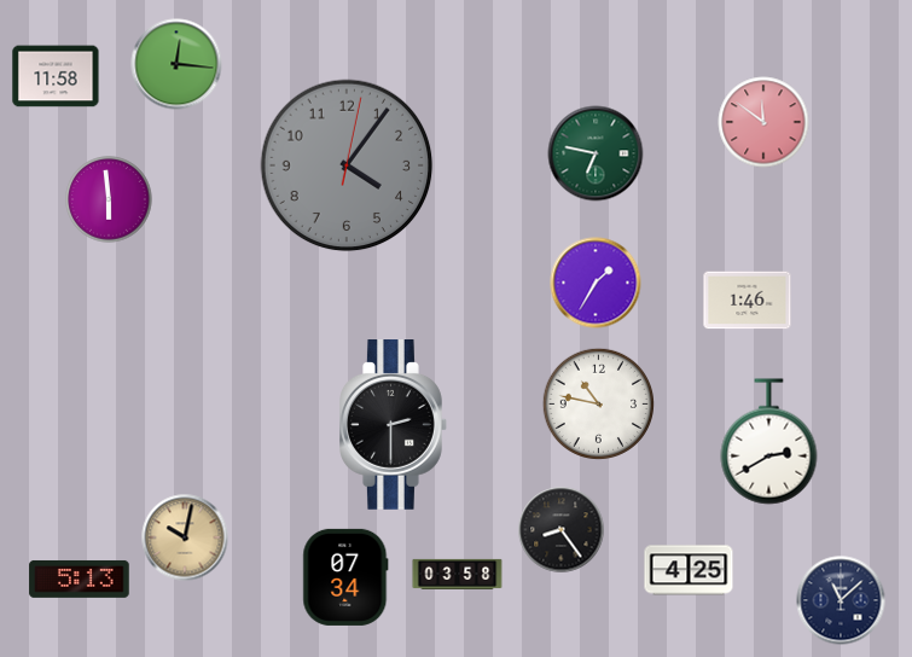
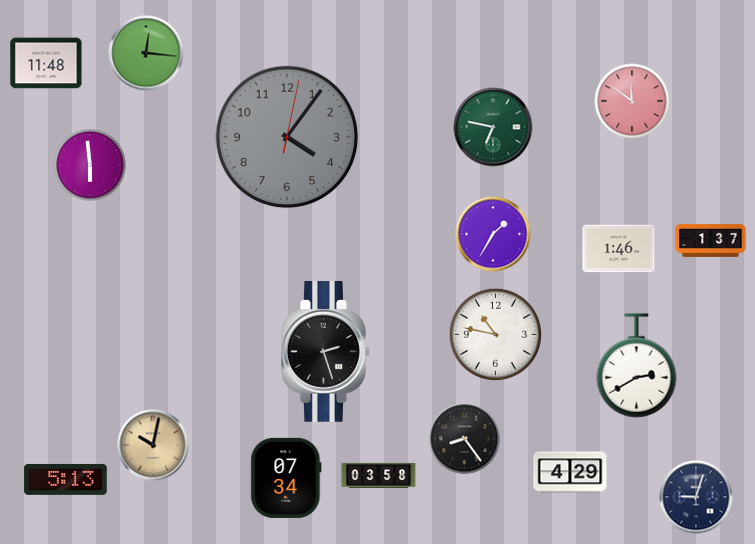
clock at (56, 76): 11:58 -> 11:48
clock at (711, 240): none -> 1:37
clock at (394, 425): 2:30 -> 2:27
clock at (689, 570): 4:25 -> 4:29
clock at (841, 600): 11:08 -> 9:03
